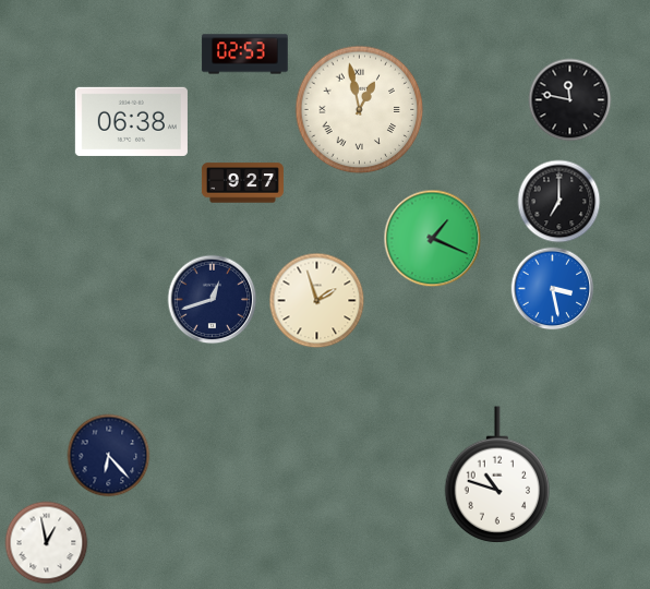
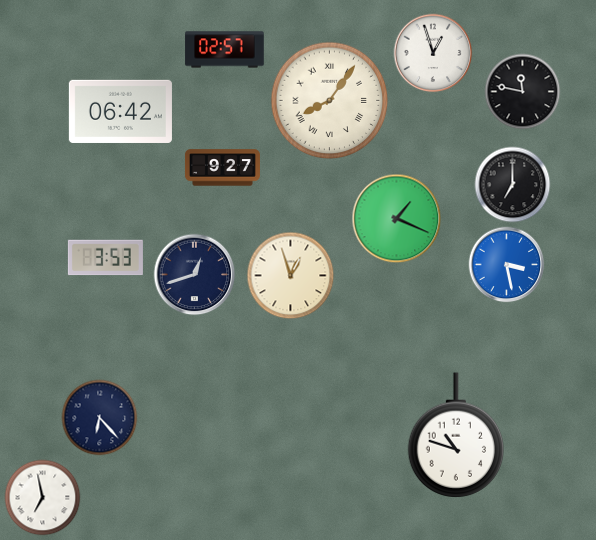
clock at (245, 55): 02:53 -> 02:57
clock at (433, 53): none -> 12:57
clock at (360, 110): 12:58 -> 8:06
clock at (131, 121): 06:38 -> 06:42
clock at (105, 258): none -> 3:53
clock at (317, 301): 1:57 -> 12:57
clock at (47, 543): 12:58 -> 6:58
